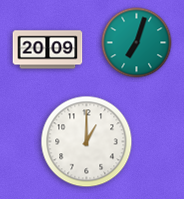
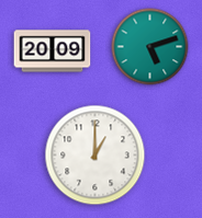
clock at (137, 43): 7:03 -> 5:12
clock at (48, 50) position: (48, 50) -> (53, 51)
